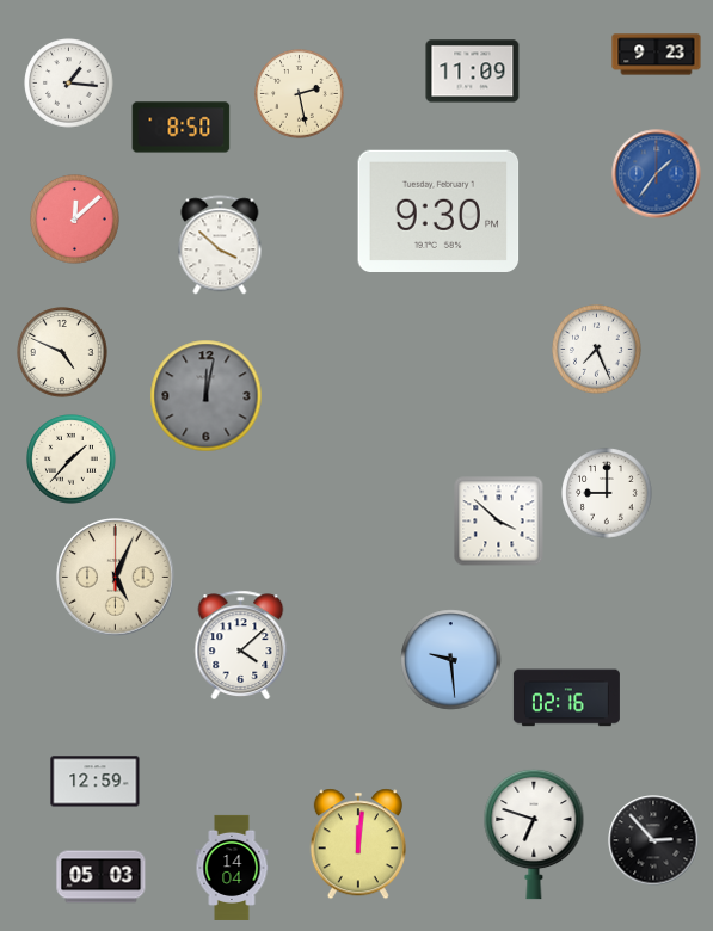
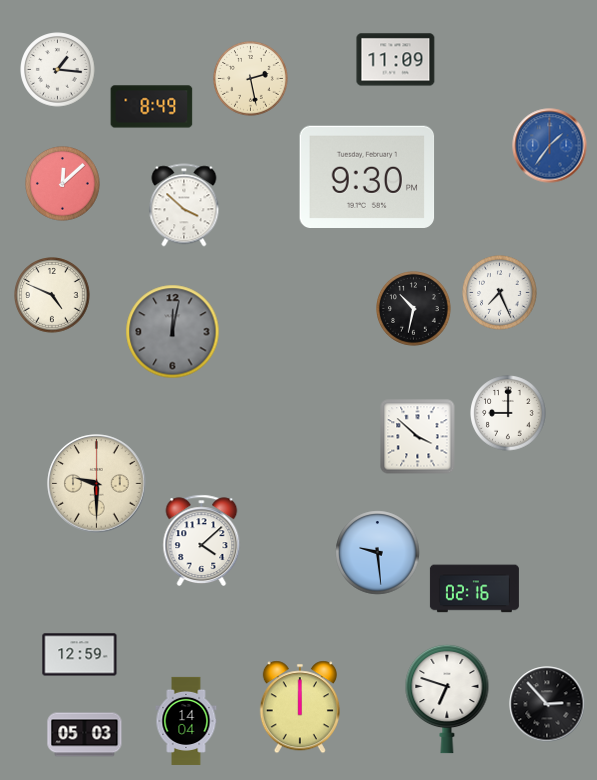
clock at (657, 55): 9:23 -> none
clock at (182, 128): 8:50 -> 8:49
clock at (414, 309): none -> 10:32
clock at (72, 460): 1:37 -> none
clock at (116, 578): 5:04 -> 9:30
clock at (566, 698) position: (566, 698) -> (474, 589)
clock at (358, 844): 12:01 -> 12:00
clock at (232, 868) position: (232, 868) -> (186, 721)
